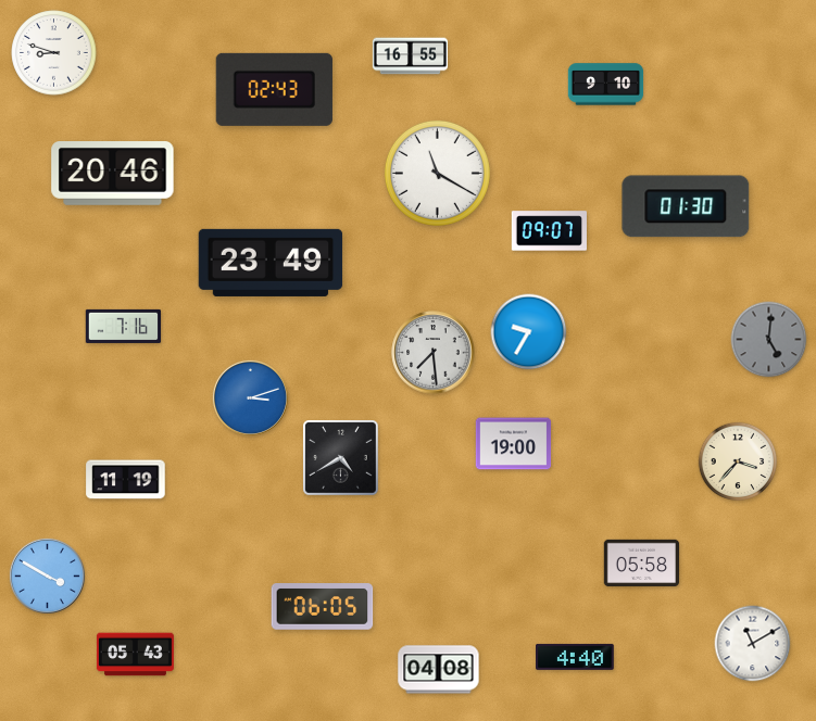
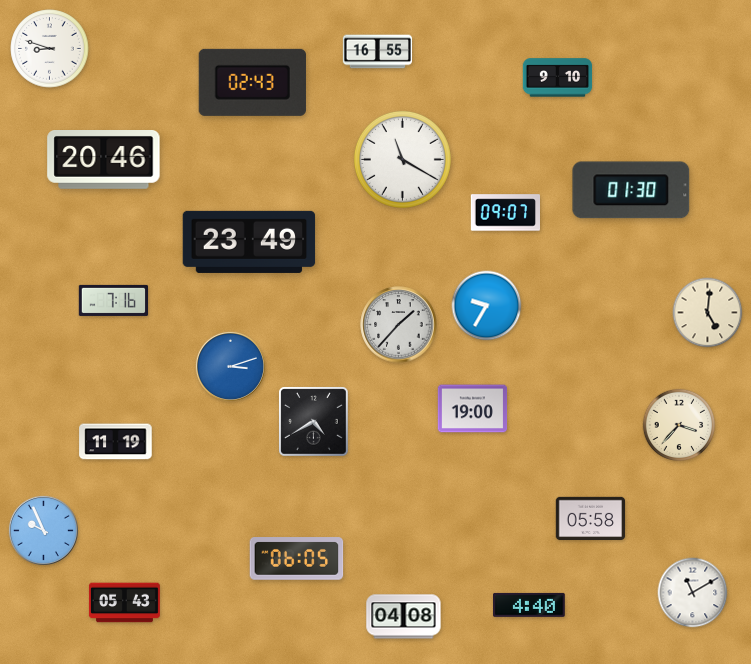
clock at (769, 340) dial: grey -> cream
clock at (434, 353): 7:29 -> 1:37
clock at (47, 575): 3:50 -> 9:56
